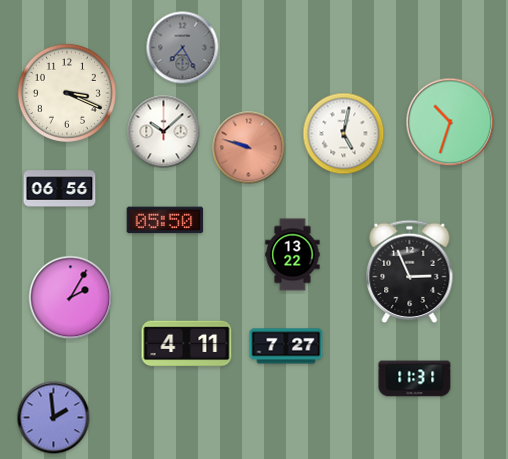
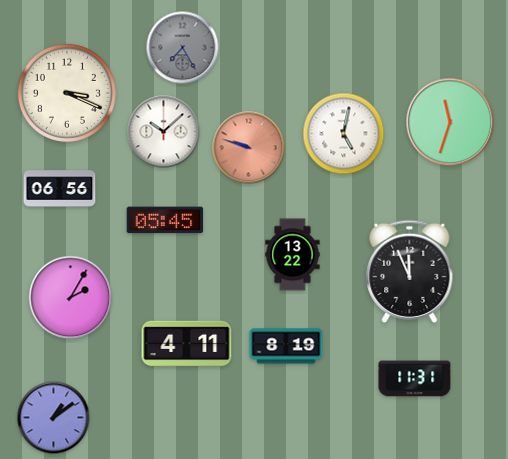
clock at (450, 122): 10:33 -> 11:33
clock at (165, 220): 05:50 -> 05:45
clock at (410, 271): 2:56 -> 11:56
clock at (286, 346): 7:27 -> 8:19
clock at (54, 418): 1:59 -> 1:09
